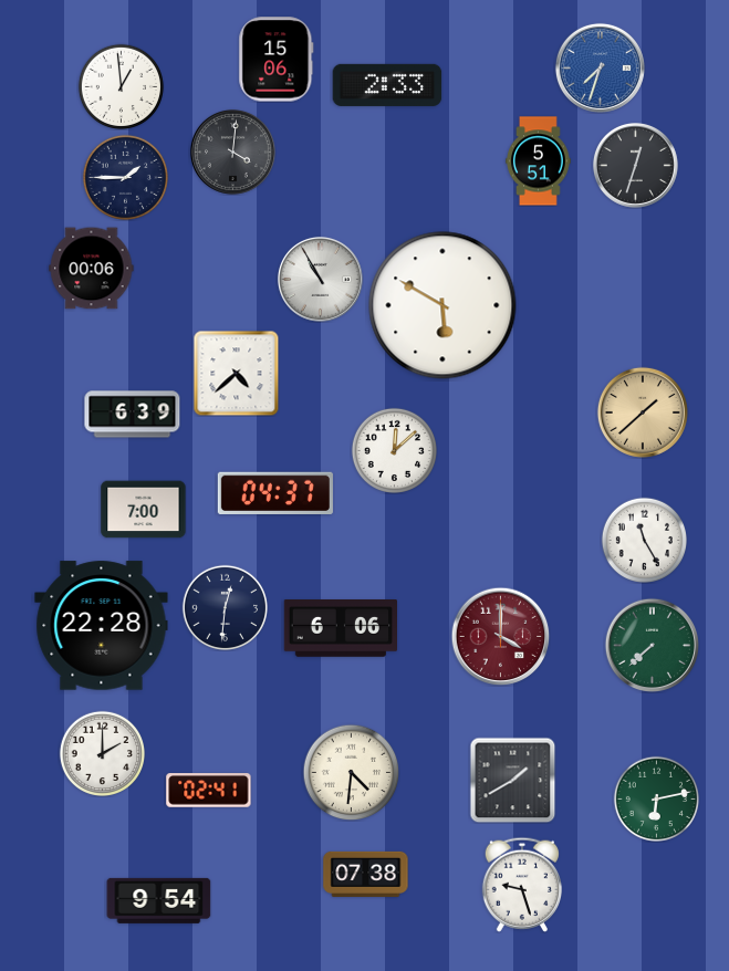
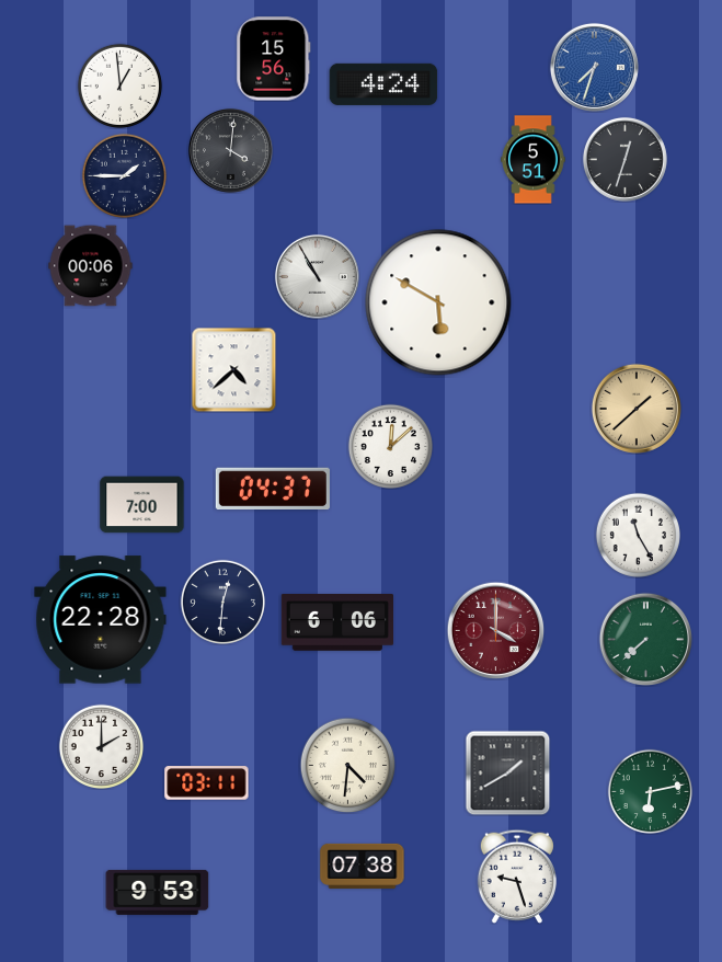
clock at (277, 60): 15:06 -> 15:56
clock at (387, 85): 2:33 -> 4:24
clock at (635, 165) position: (635, 165) -> (624, 159)
clock at (133, 415): 6:39 -> none
clock at (209, 791): 02:41 -> 03:11
clock at (159, 900): 9:54 -> 9:53
